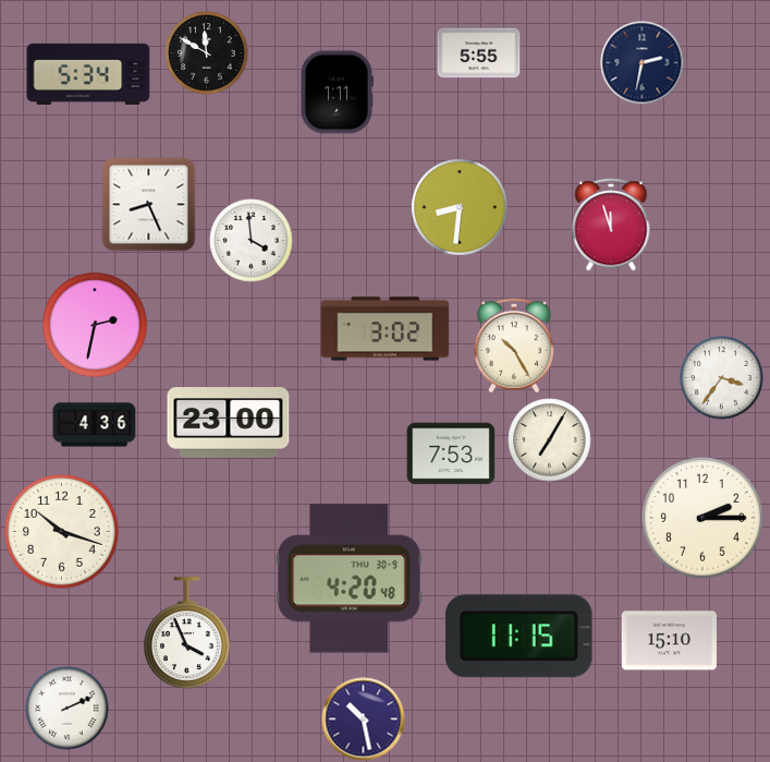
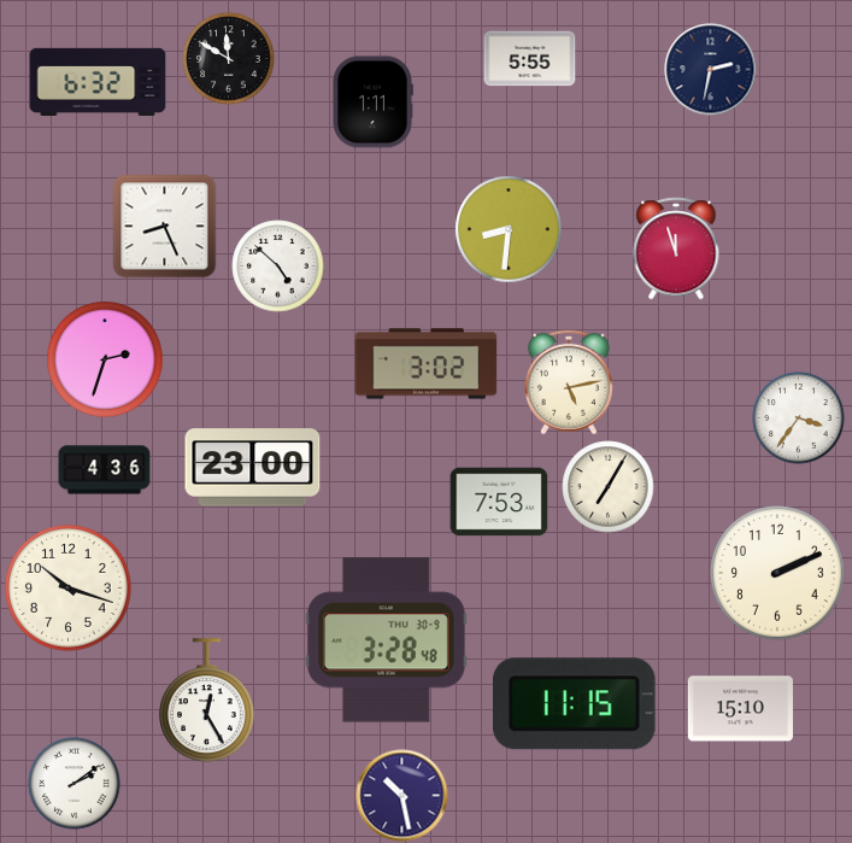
clock at (88, 74): 5:34 -> 6:32
clock at (252, 241): 3:59 -> 4:52
clock at (95, 325): 2:32 -> 2:33
clock at (514, 346): 10:25 -> 5:13
clock at (704, 519): 2:15 -> 2:11
clock at (350, 579): 4:20 -> 3:28
clock at (187, 633): 3:56 -> 12:25
clock at (68, 709): 2:11 -> 2:09
